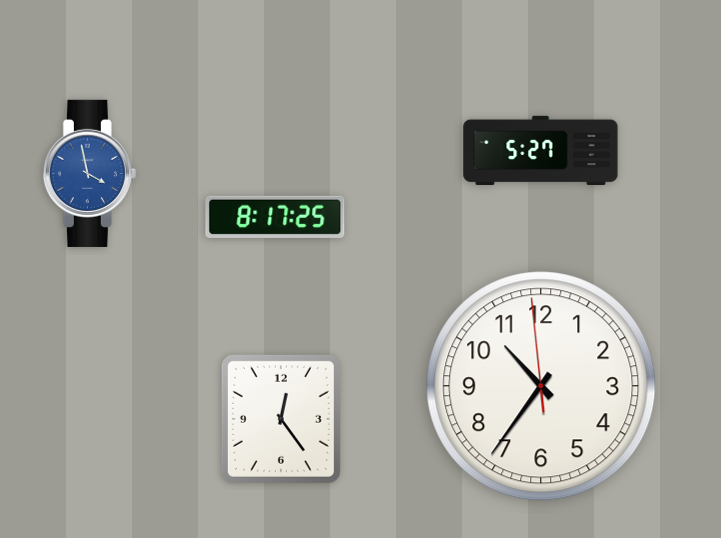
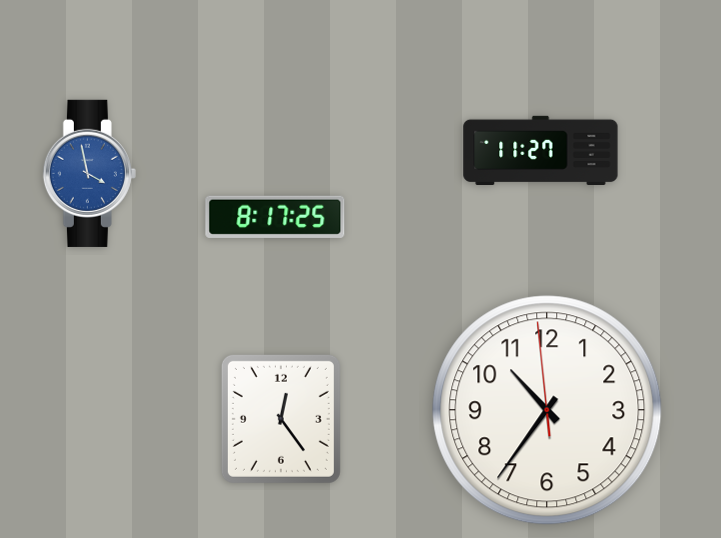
clock at (541, 150): 5:27 -> 11:27
clock at (541, 386) position: (541, 386) -> (547, 410)
